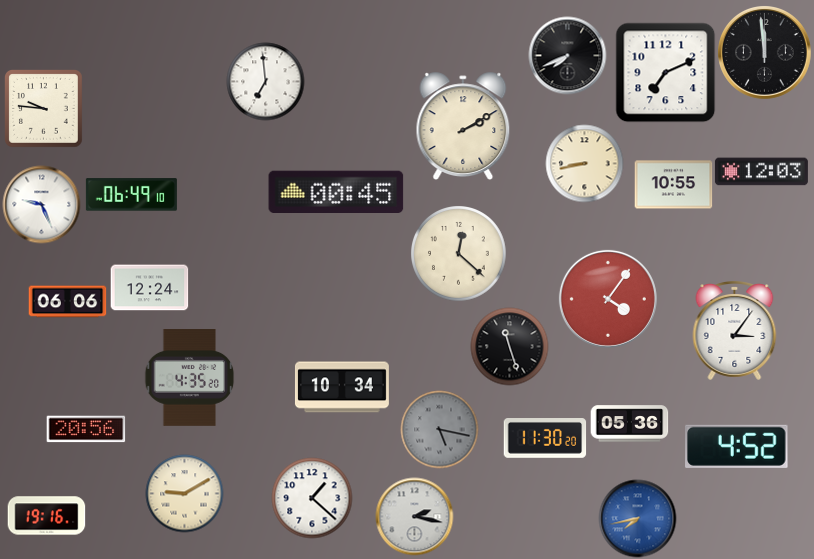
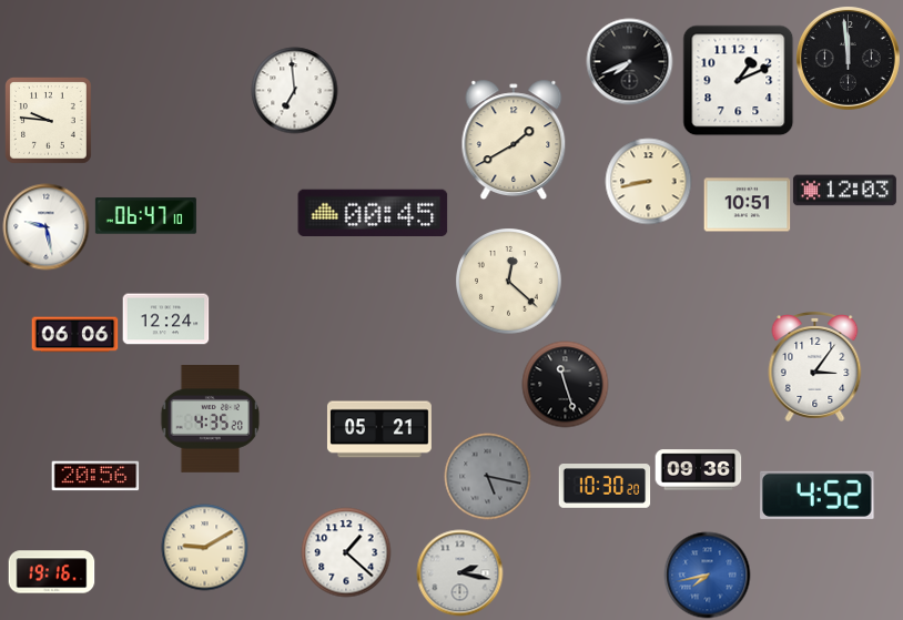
clock at (665, 72): 7:11 -> 1:11
clock at (463, 126): 2:10 -> 1:40
clock at (673, 185): 10:55 -> 10:51
clock at (131, 195): 06:49 -> 06:47
clock at (41, 204): 9:26 -> 9:28
clock at (608, 299): 4:06 -> none
clock at (342, 387): 10:34 -> 05:21
clock at (629, 424): 05:36 -> 09:36
clock at (545, 439): 11:30 -> 10:30
